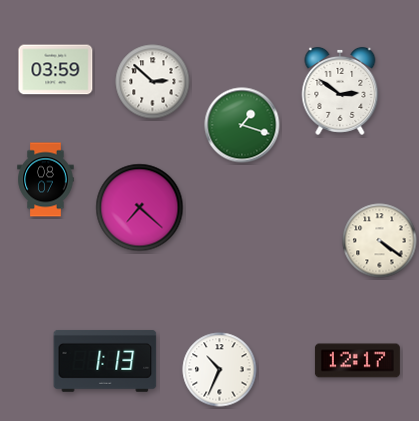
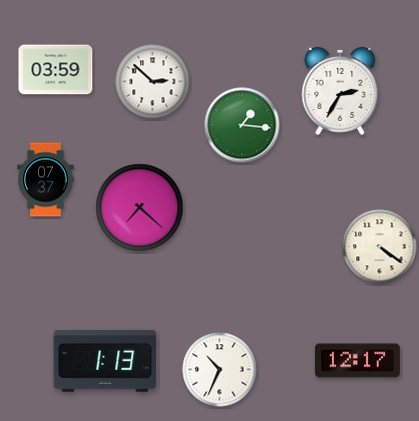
clock at (340, 91): 2:51 -> 2:35
clock at (242, 125): 1:18 -> 1:16
clock at (46, 180): 08:07 -> 07:37
clock at (380, 241) position: (380, 241) -> (380, 247)
